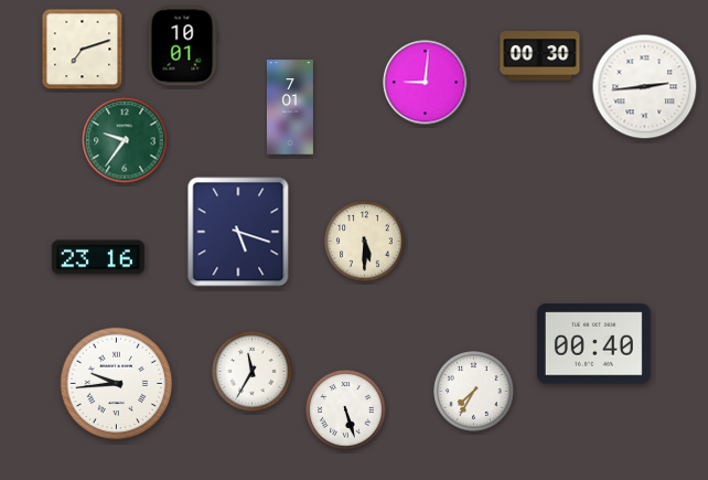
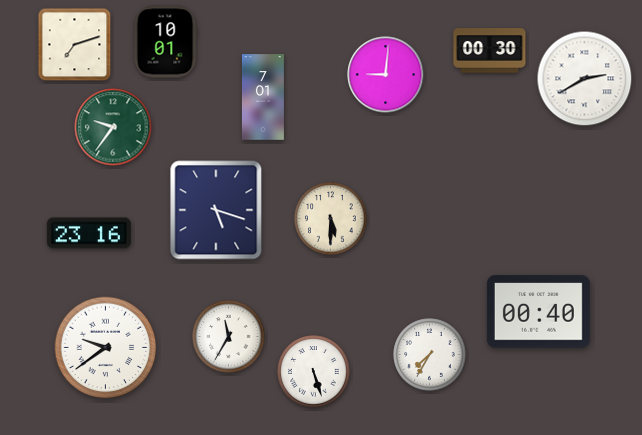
clock at (645, 87): 2:44 -> 2:40
clock at (117, 384): 9:44 -> 9:39
